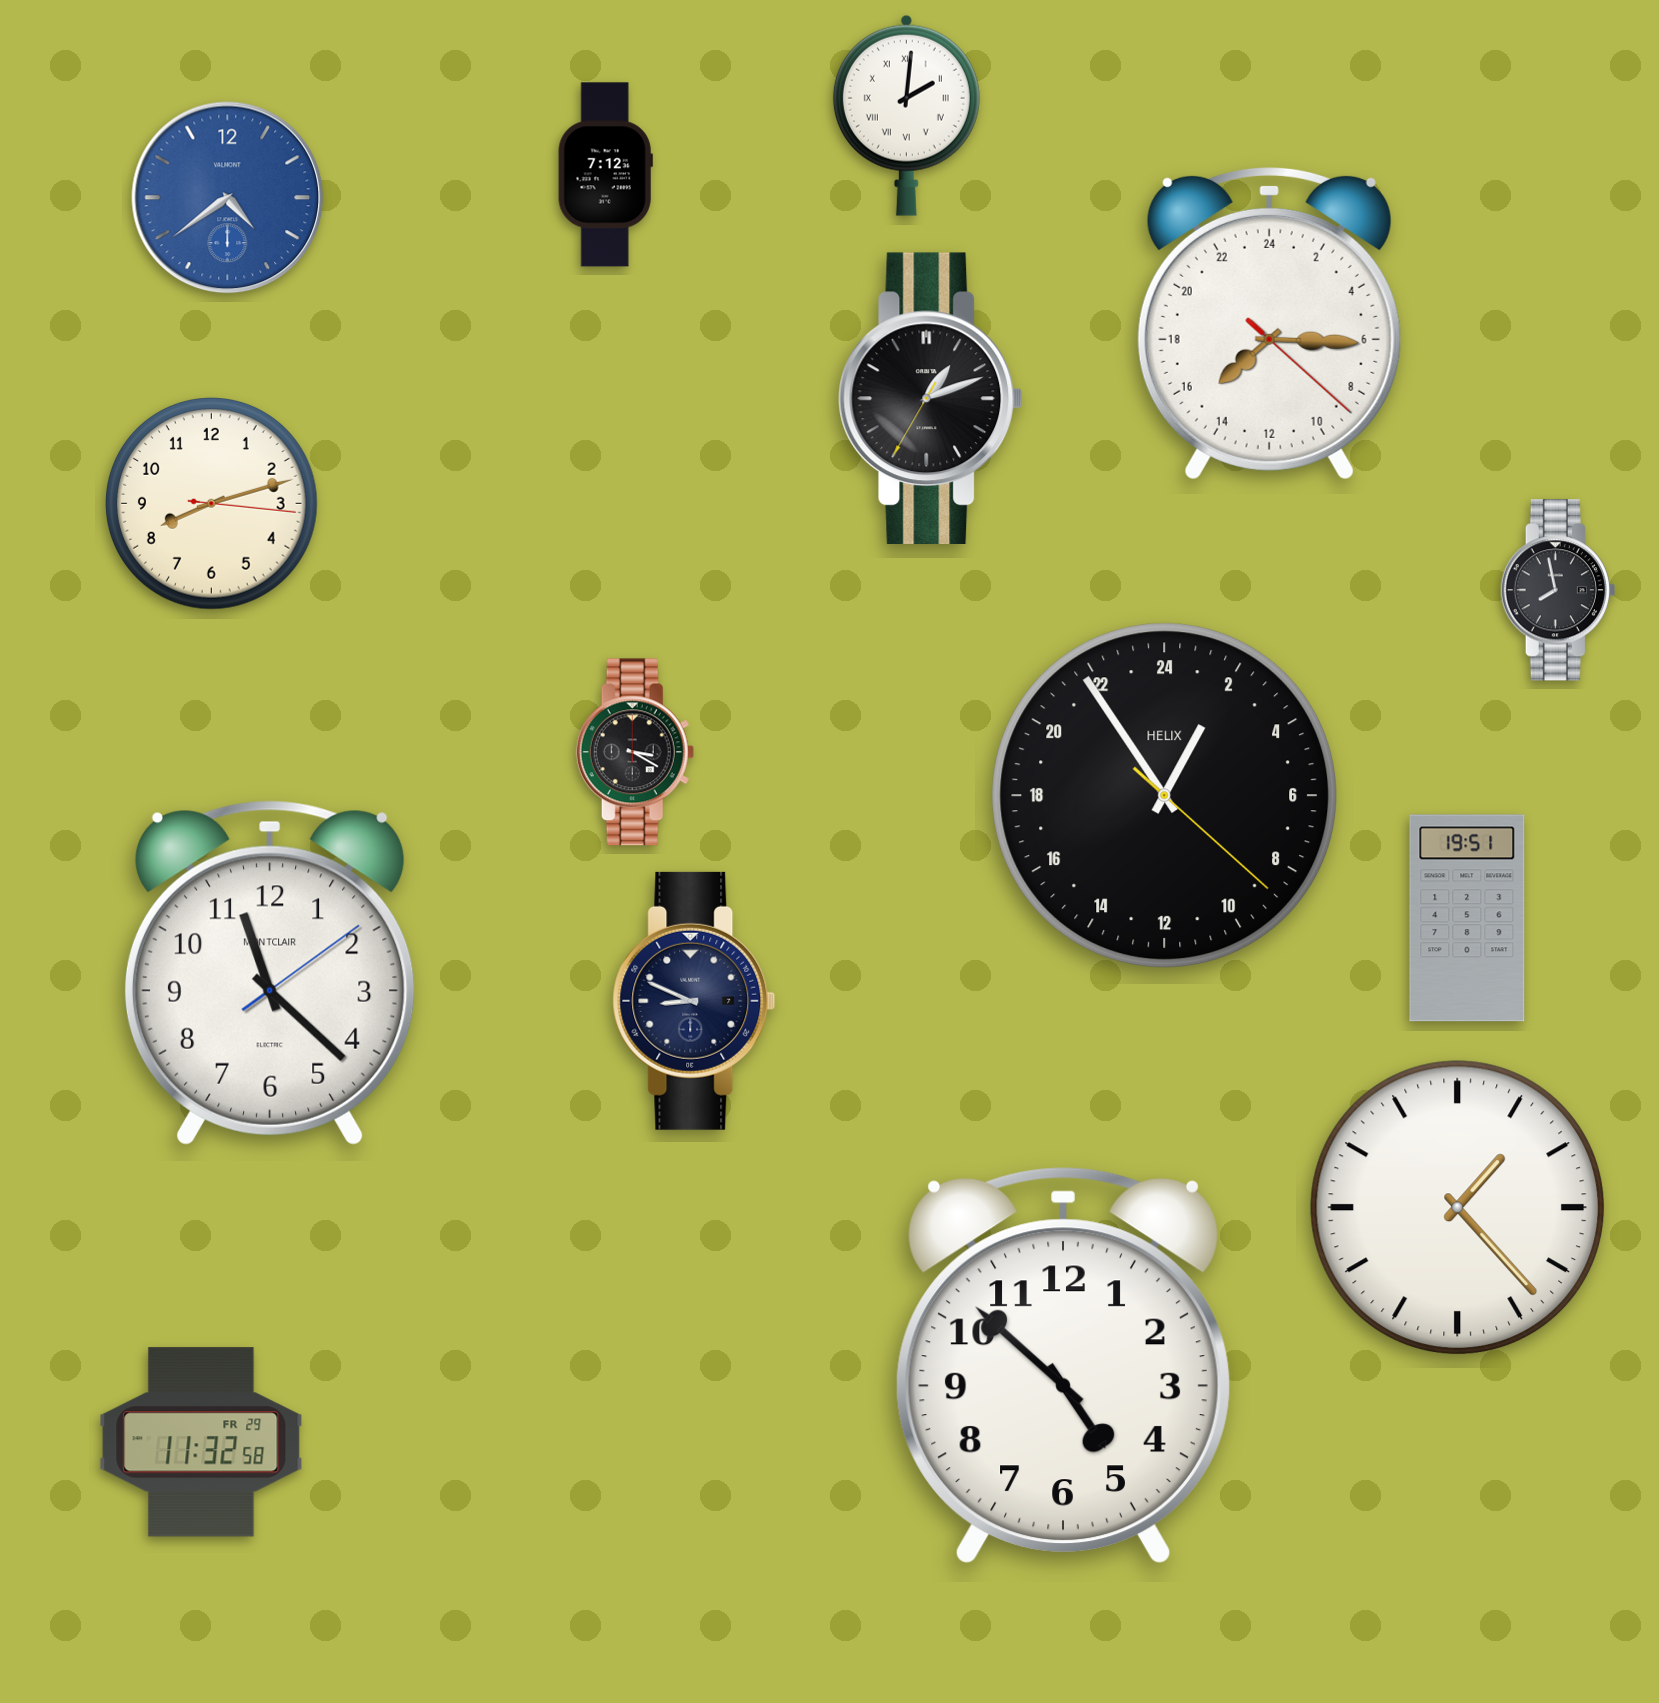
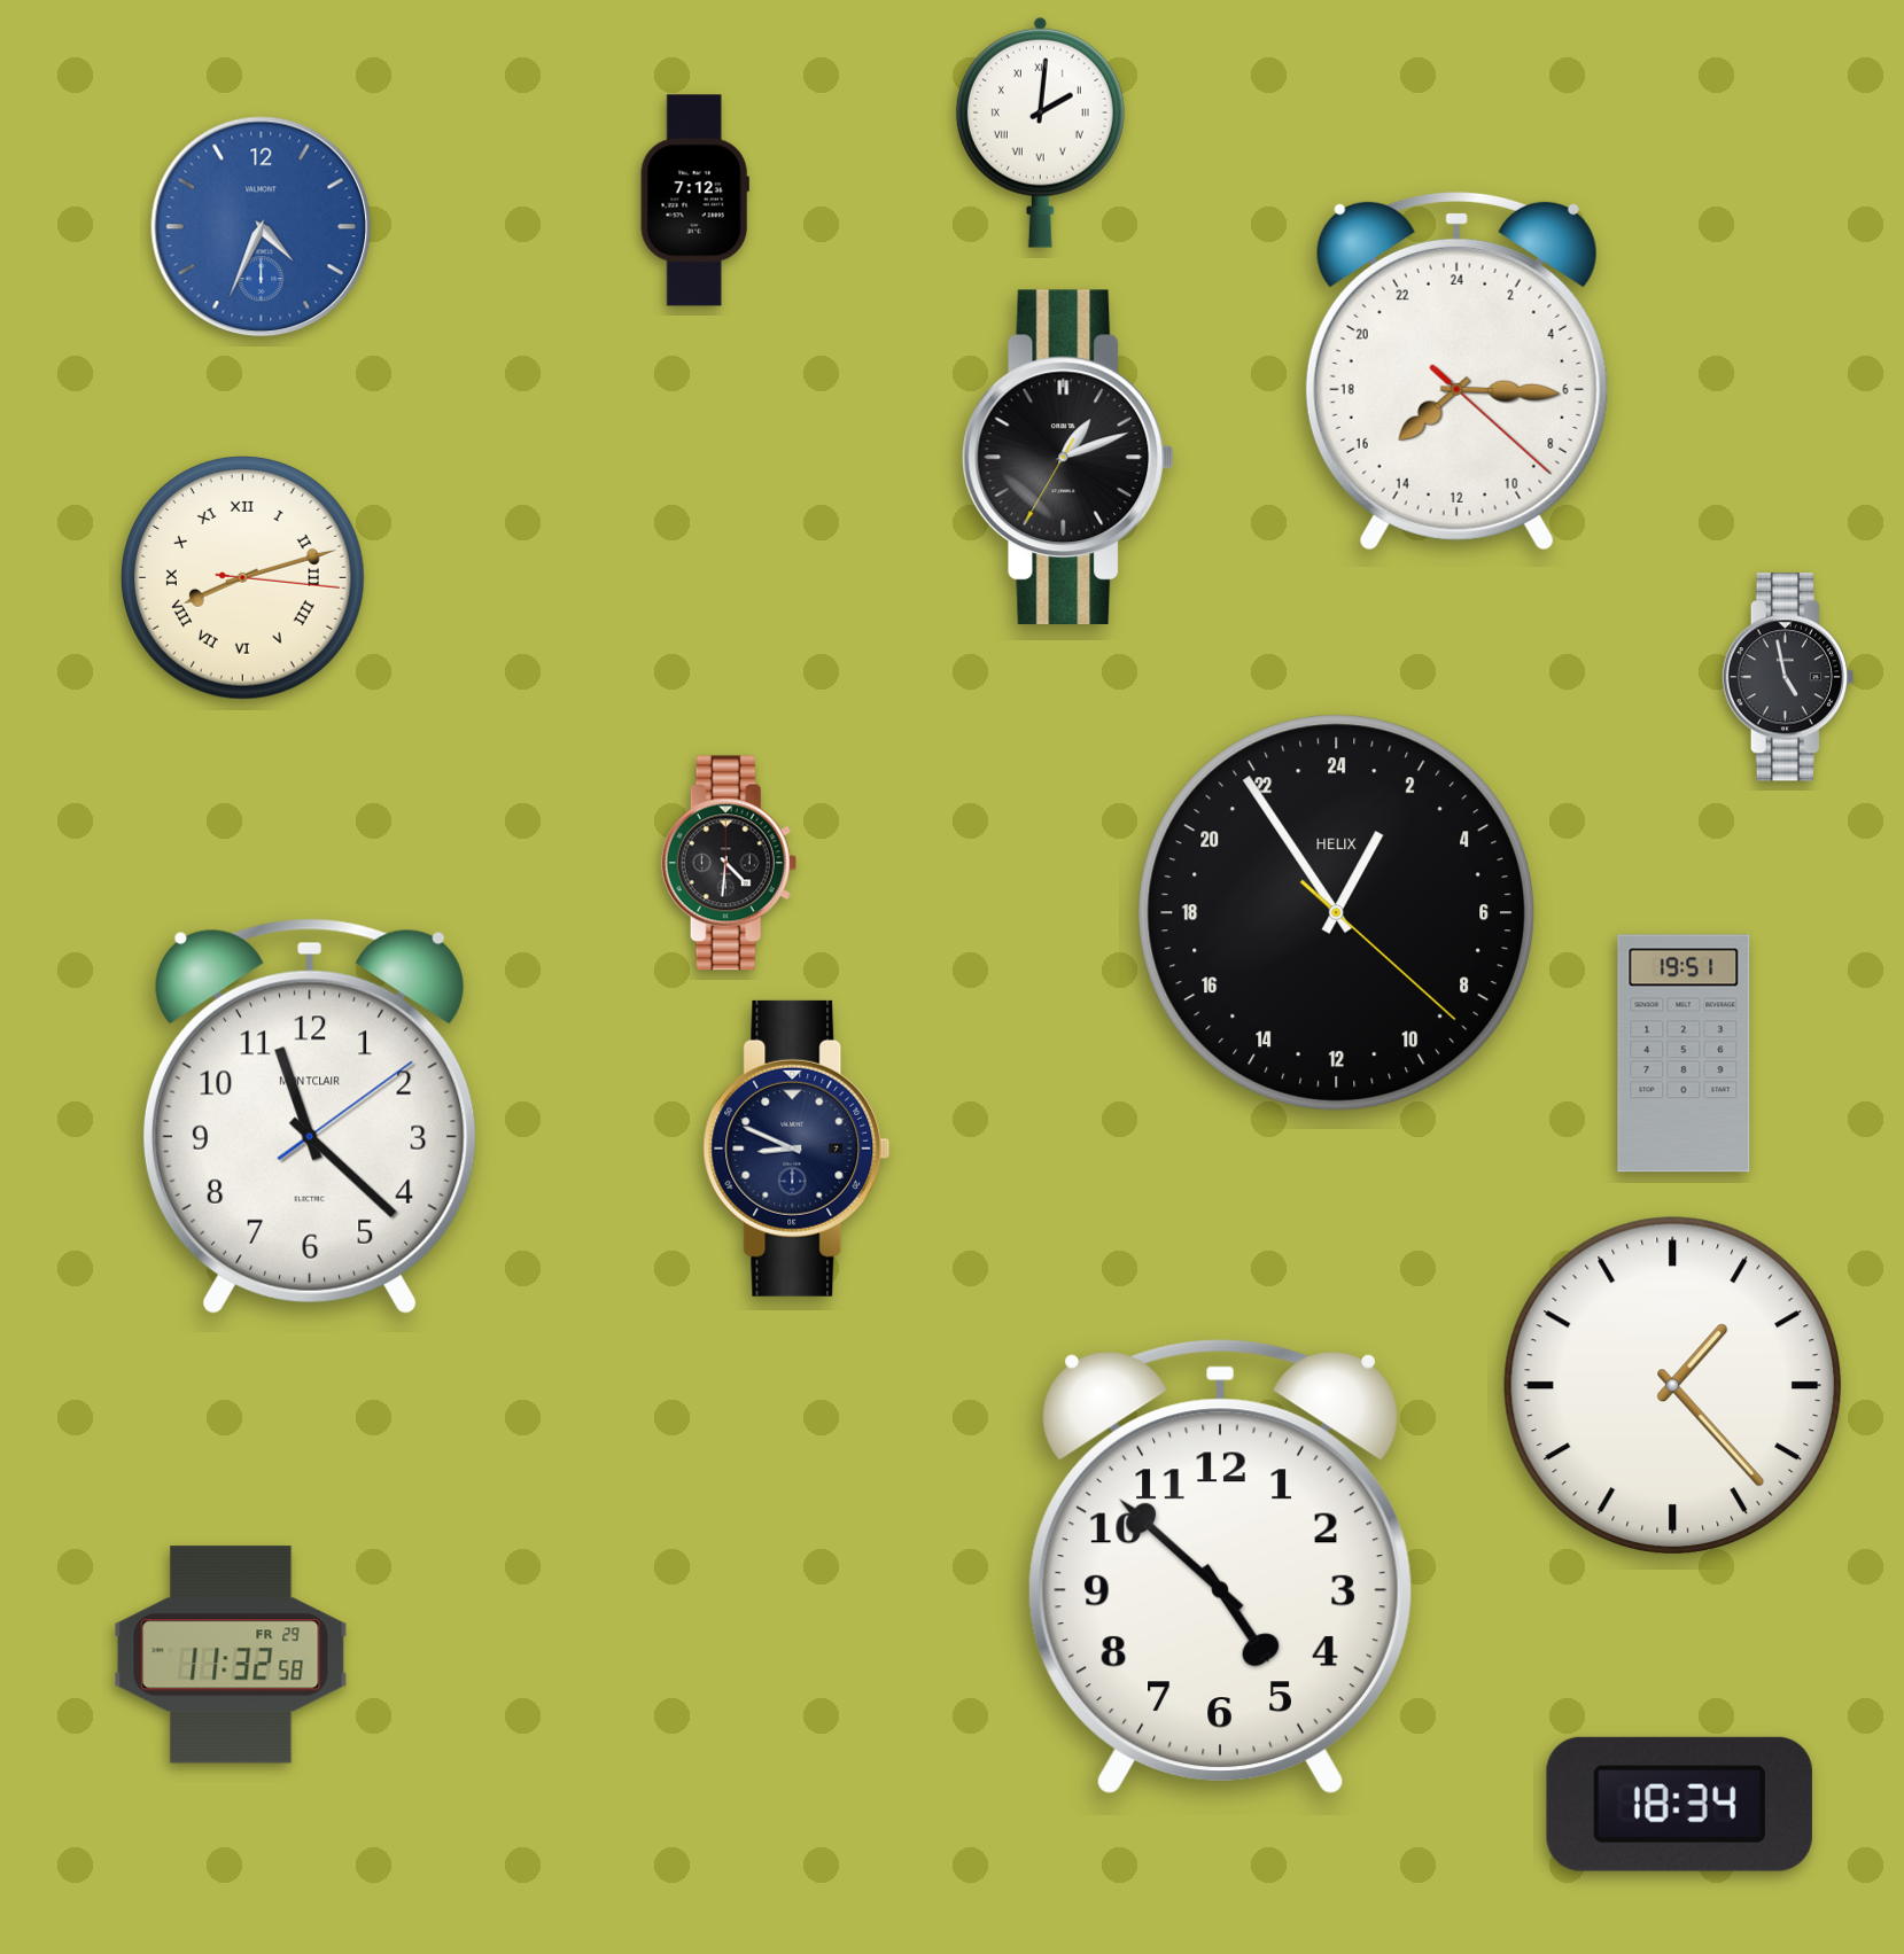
clock at (228, 198): 4:39 -> 4:34
clock at (212, 504) numerals: Arabic -> Roman
clock at (1558, 590): 7:58 -> 4:58
clock at (635, 752): 3:20 -> 4:31
clock at (1679, 1804): none -> 18:34
